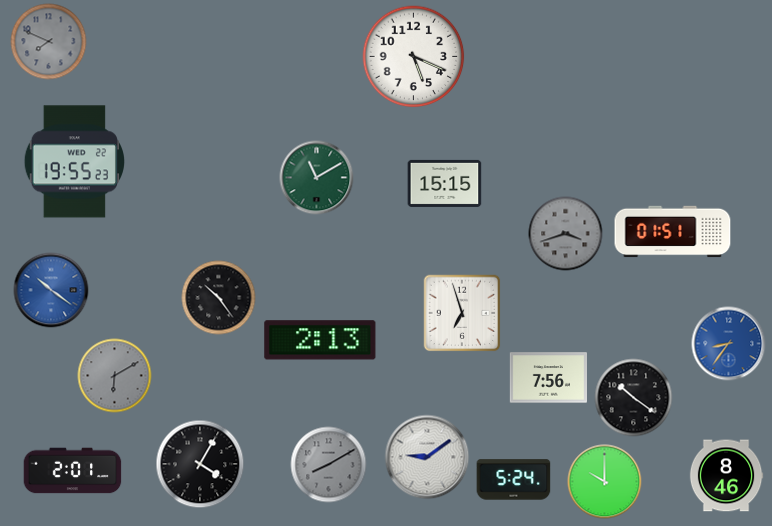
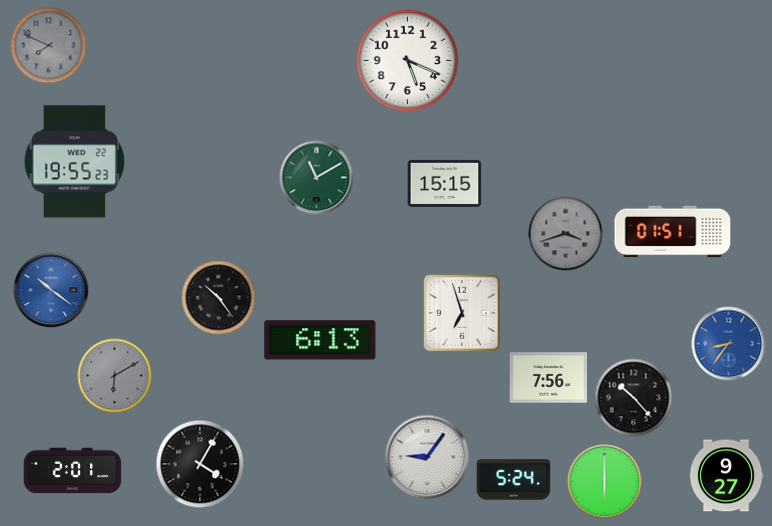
clock at (49, 42) position: (49, 42) -> (49, 46)
clock at (414, 57) position: (414, 57) -> (408, 61)
clock at (320, 340): 2:13 -> 6:13
clock at (634, 398): 10:21 -> 10:23
clock at (427, 457): 9:09 -> 9:06
clock at (329, 465): 8:10 -> none
clock at (726, 476): 8:46 -> 9:27
clock at (605, 482): 10:00 -> 6:00
